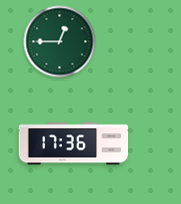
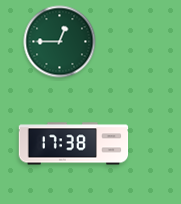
clock at (74, 144): 17:36 -> 17:38
